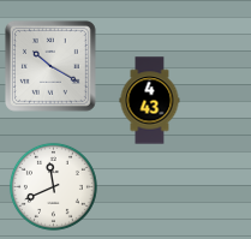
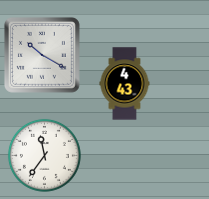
clock at (53, 186): 11:41 -> 11:36
